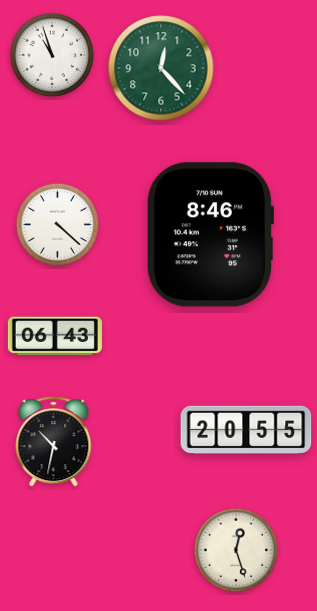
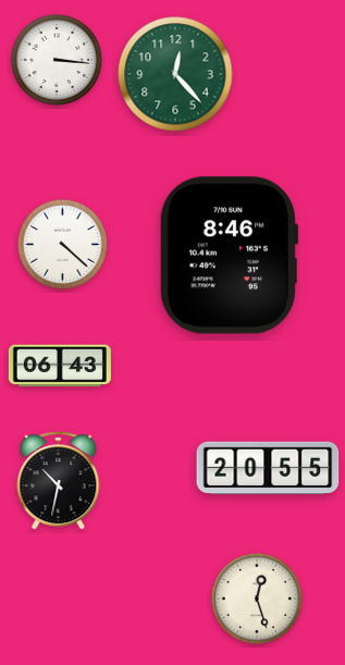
clock at (52, 55): 10:57 -> 3:16
